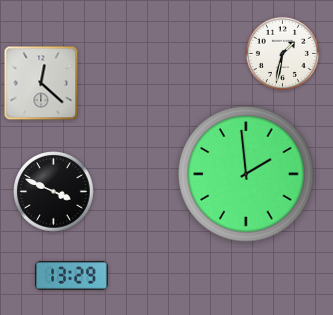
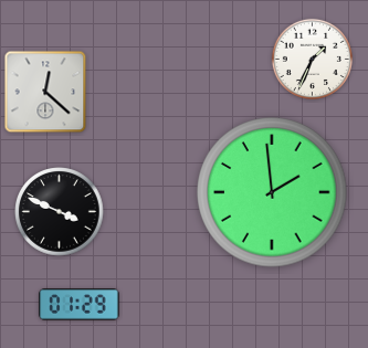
clock at (282, 53): 1:32 -> 1:34
clock at (72, 276): 13:29 -> 01:29
